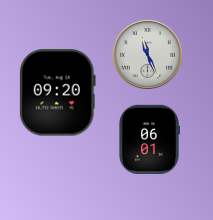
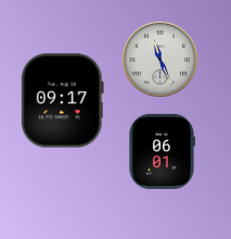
clock at (57, 93): 09:20 -> 09:17
